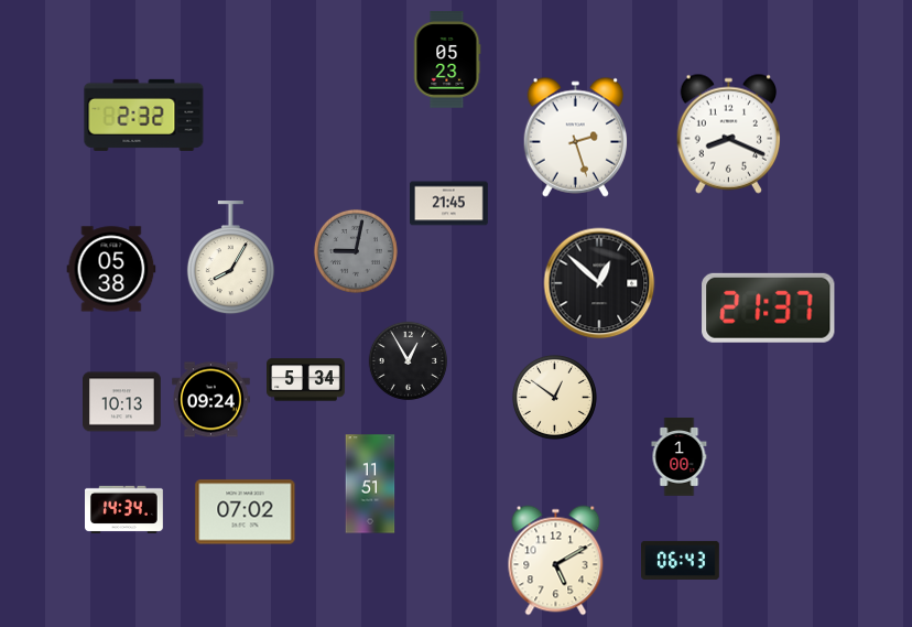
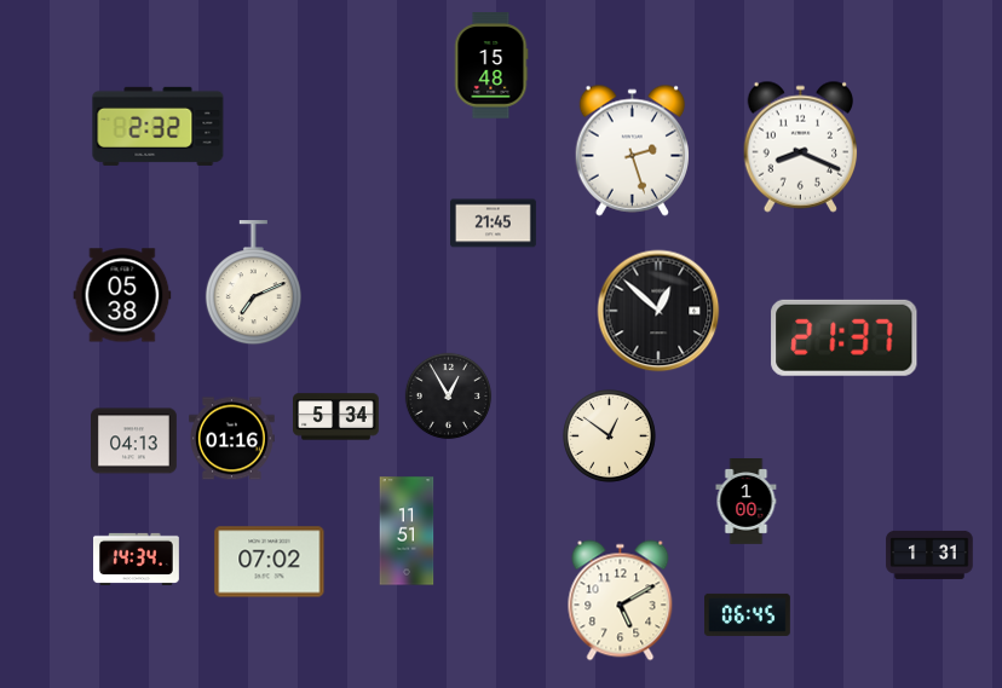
clock at (447, 60): 05:23 -> 15:48
clock at (356, 251): 9:02 -> none
clock at (230, 258): 8:05 -> 7:11
clock at (211, 400): 09:24 -> 01:16
clock at (122, 402): 10:13 -> 04:13
clock at (929, 555): none -> 1:31
clock at (681, 560): 06:43 -> 06:45
clock at (556, 561) position: (556, 561) -> (621, 601)
